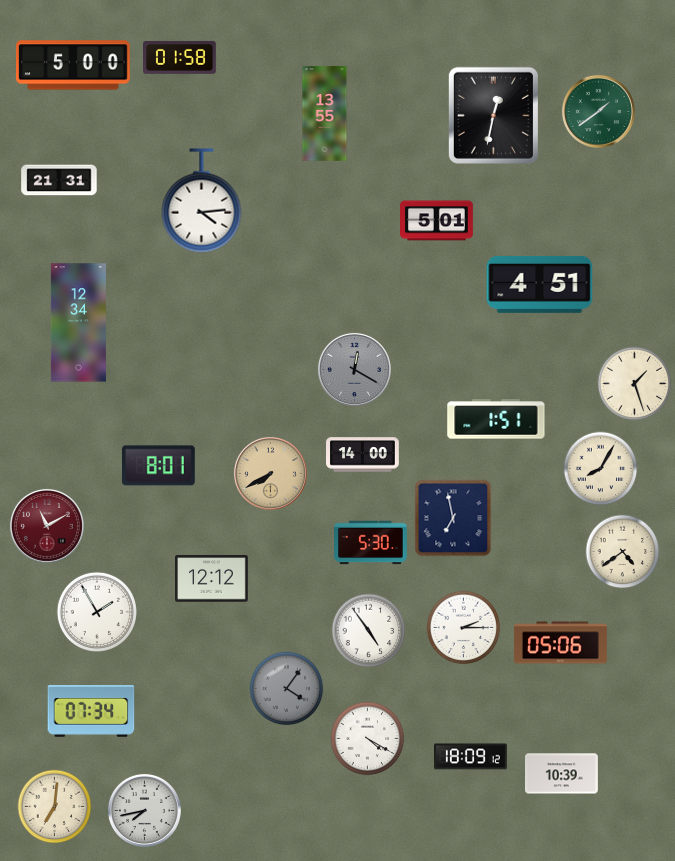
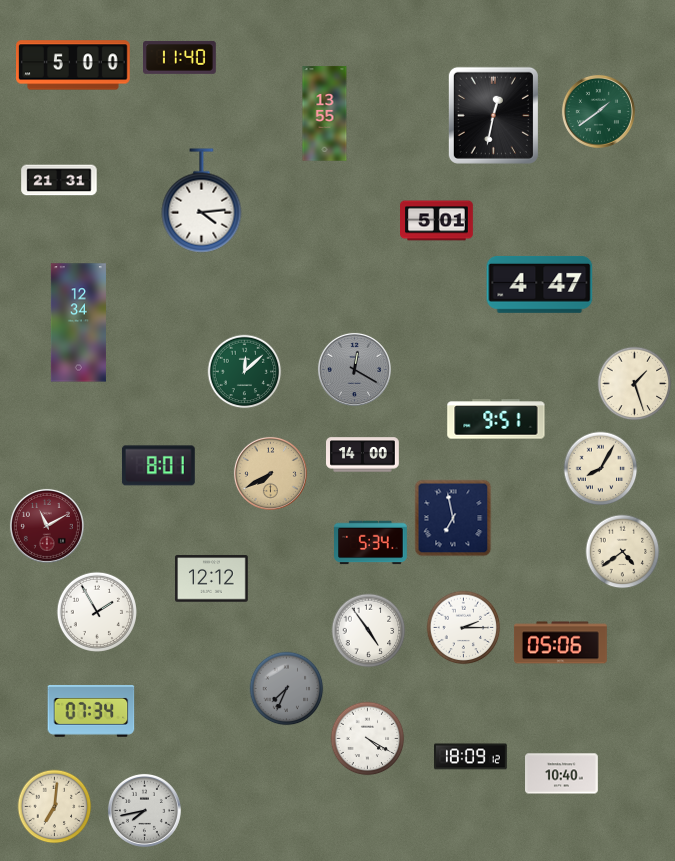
clock at (180, 58): 01:58 -> 11:40
clock at (540, 284): 4:51 -> 4:47
clock at (245, 372): none -> 12:08
clock at (496, 419): 1:51 -> 9:51
clock at (371, 543): 5:30 -> 5:34
clock at (287, 689): 4:06 -> 7:34
clock at (562, 774): 10:39 -> 10:40
